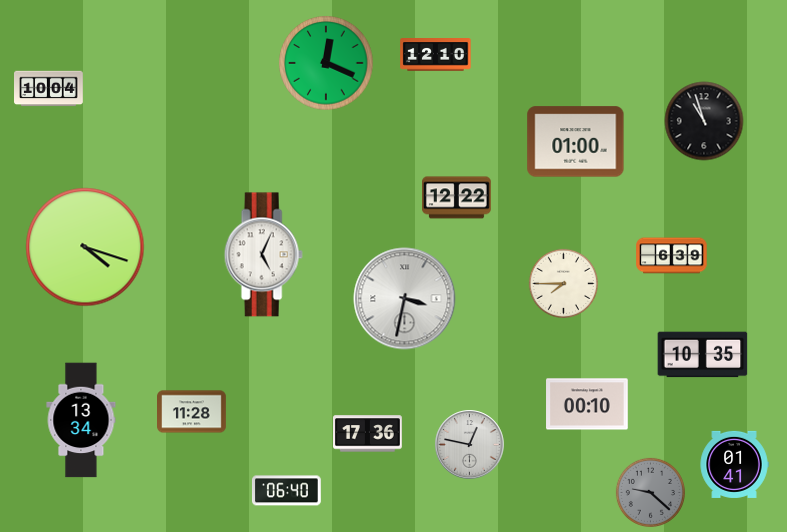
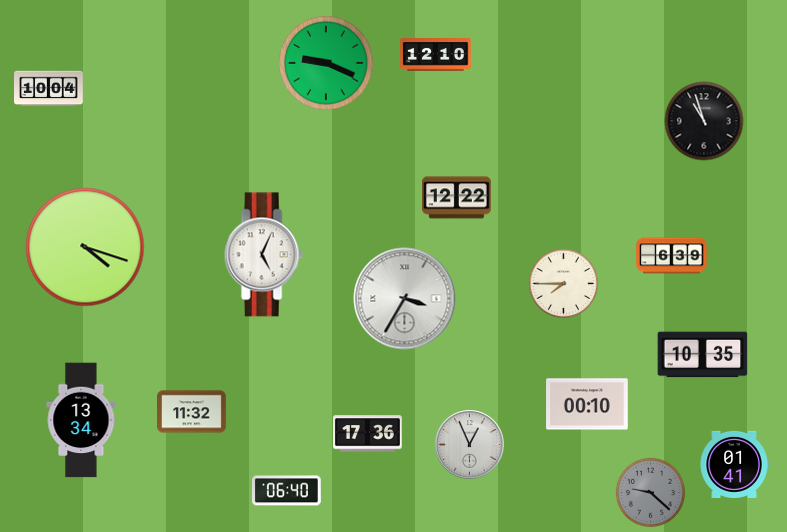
clock at (326, 63): 12:19 -> 9:19
clock at (576, 142): 01:00 -> none
clock at (405, 299): 3:32 -> 3:35
clock at (192, 412): 11:28 -> 11:32
clock at (470, 445): 12:47 -> 12:56
